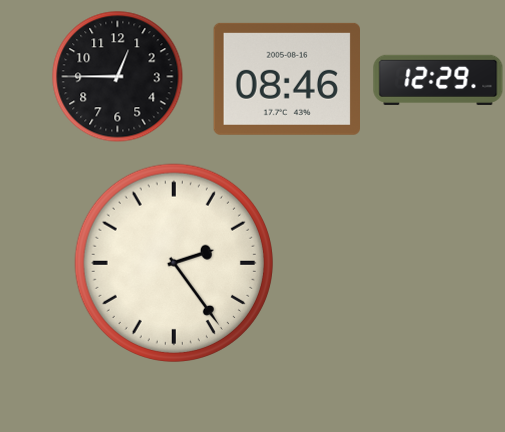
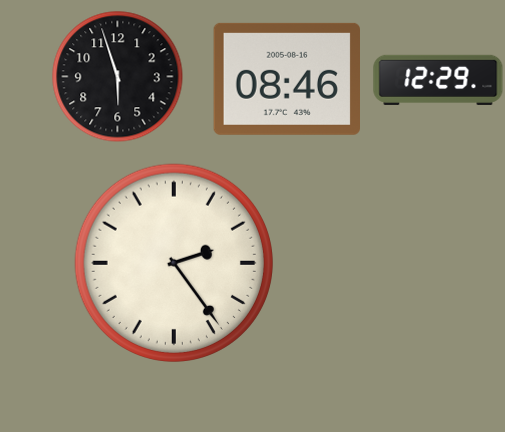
clock at (118, 77): 12:45 -> 5:57
